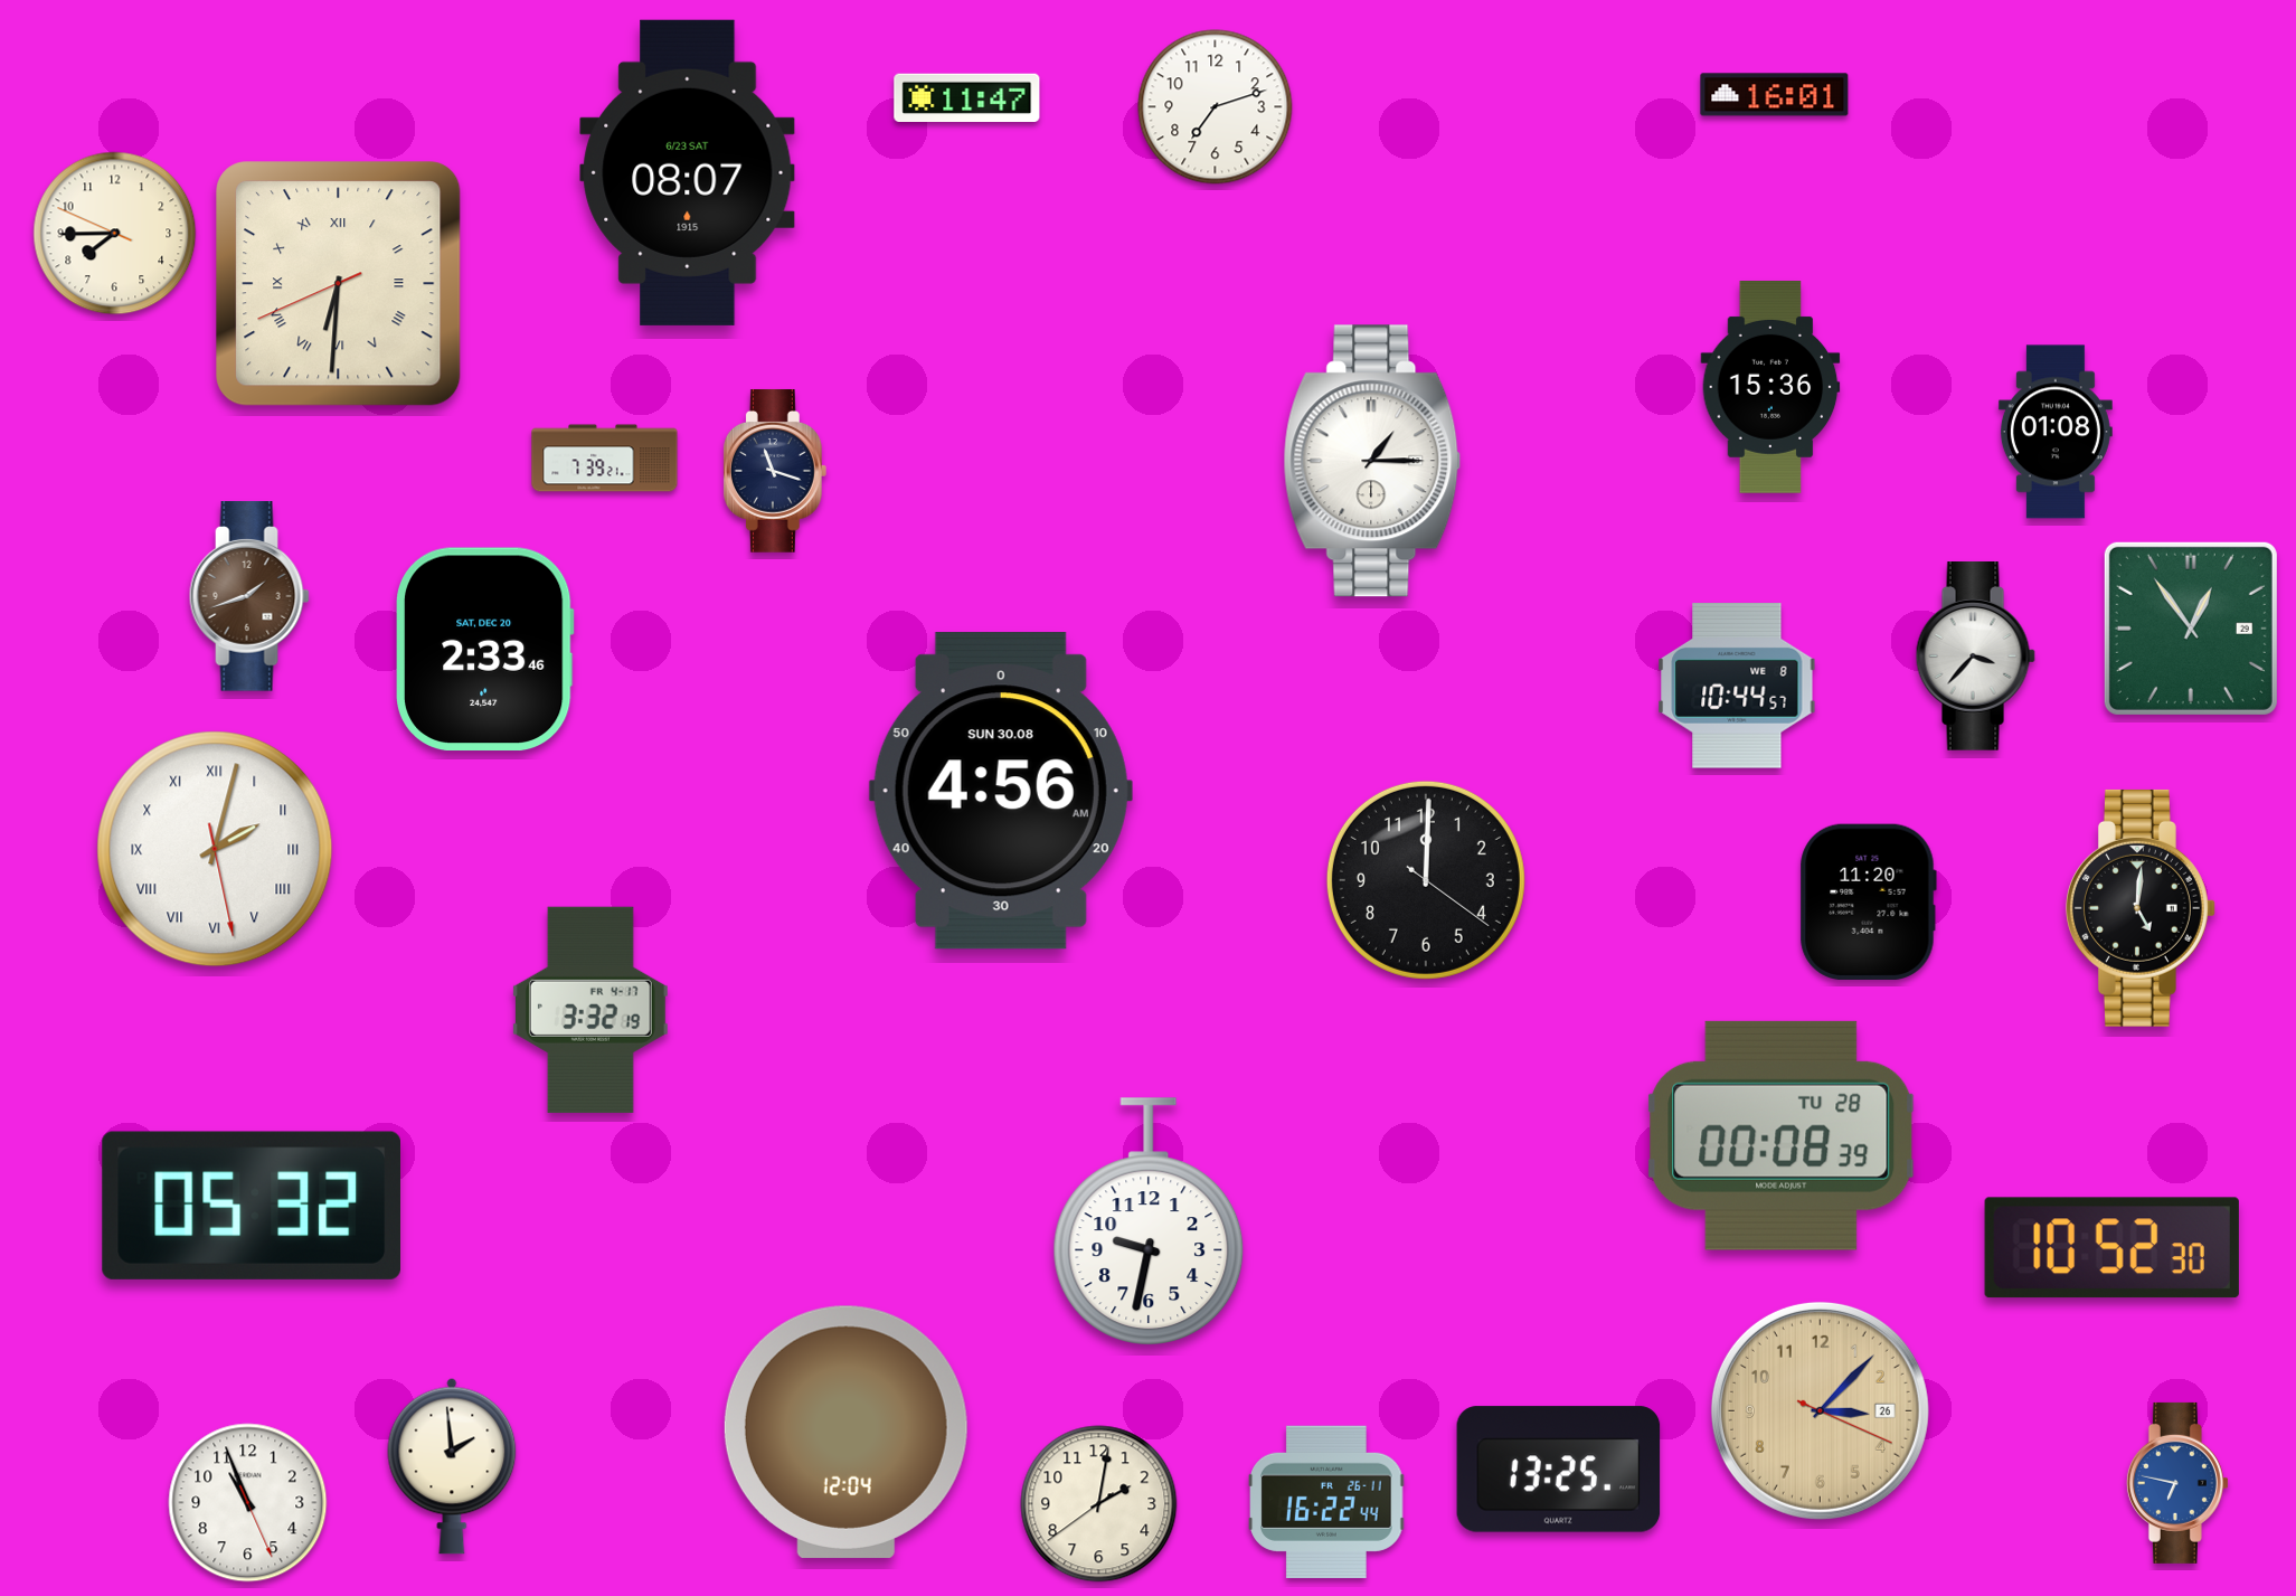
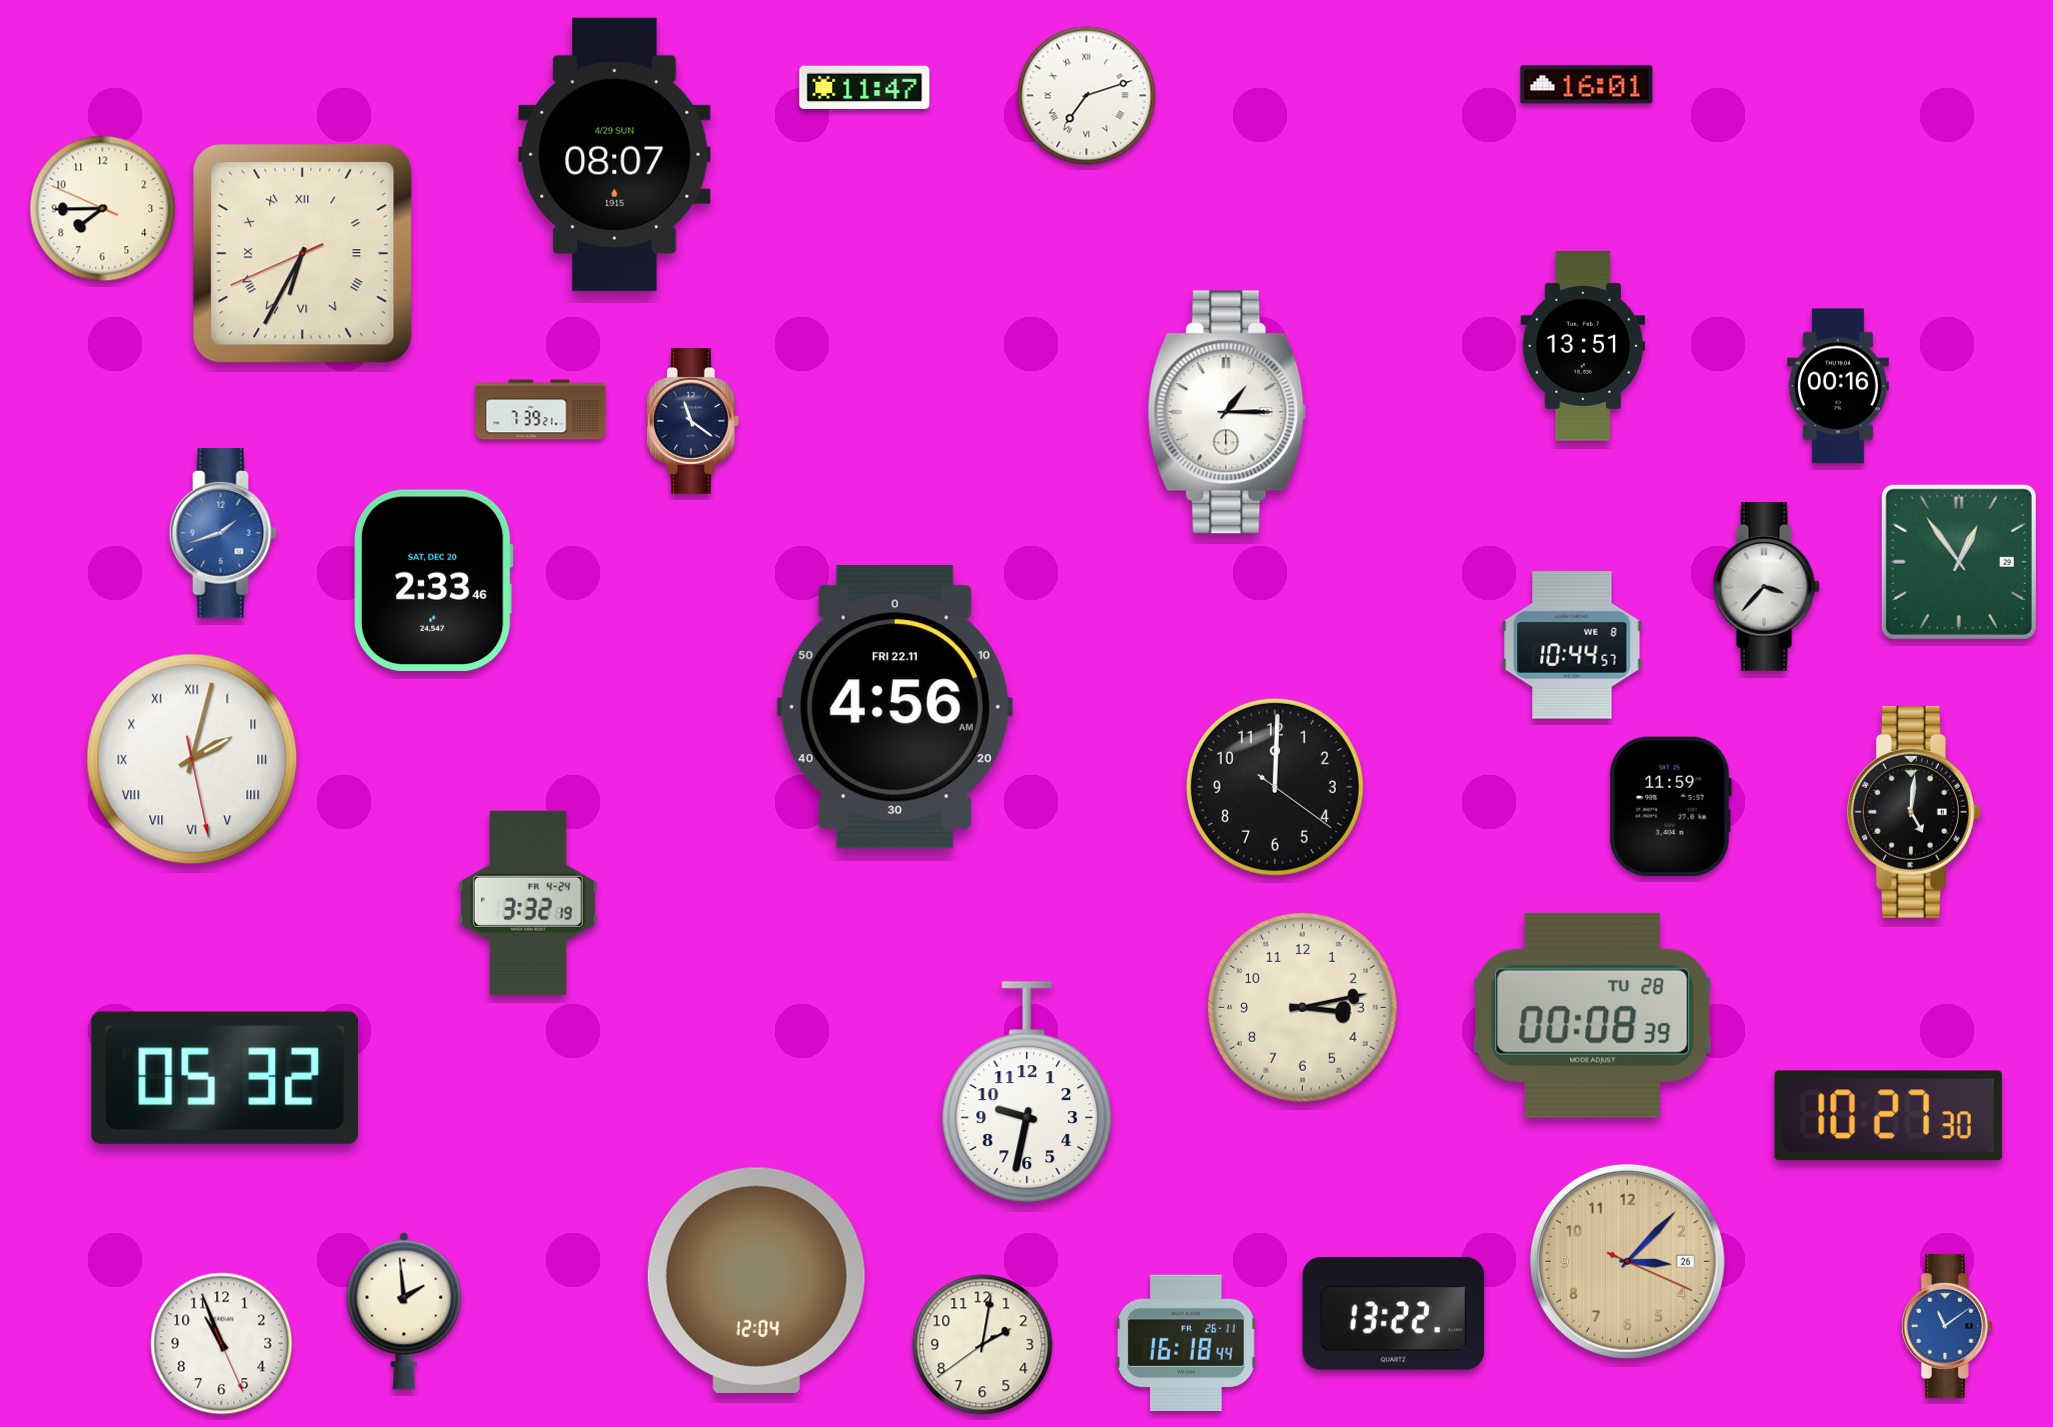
clock at (1216, 107) numerals: Arabic -> Roman
clock at (688, 172) date: 6/23 SAT -> 4/29 SUN
clock at (339, 284): 6:30 -> 6:34
clock at (1770, 388): 15:36 -> 13:51
clock at (2056, 432): 01:08 -> 00:16
clock at (775, 472): 11:18 -> 11:21
clock at (249, 596) dial: brown -> blue
clock at (1737, 687) position: (1737, 687) -> (1572, 646)
clock at (1001, 791) date: SUN 30.08 -> FRI 22.11
clock at (1868, 901): 11:20 -> 11:59
clock at (590, 1010) date: FR 4-17 -> FR 4-24
clock at (1303, 1008): none -> 3:13
clock at (2111, 1248): 10:52 -> 10:27
clock at (1559, 1470): 13:25 -> 13:22
clock at (2177, 1483): 6:47 -> 11:09
clock at (1326, 1502): 16:22 -> 16:18
